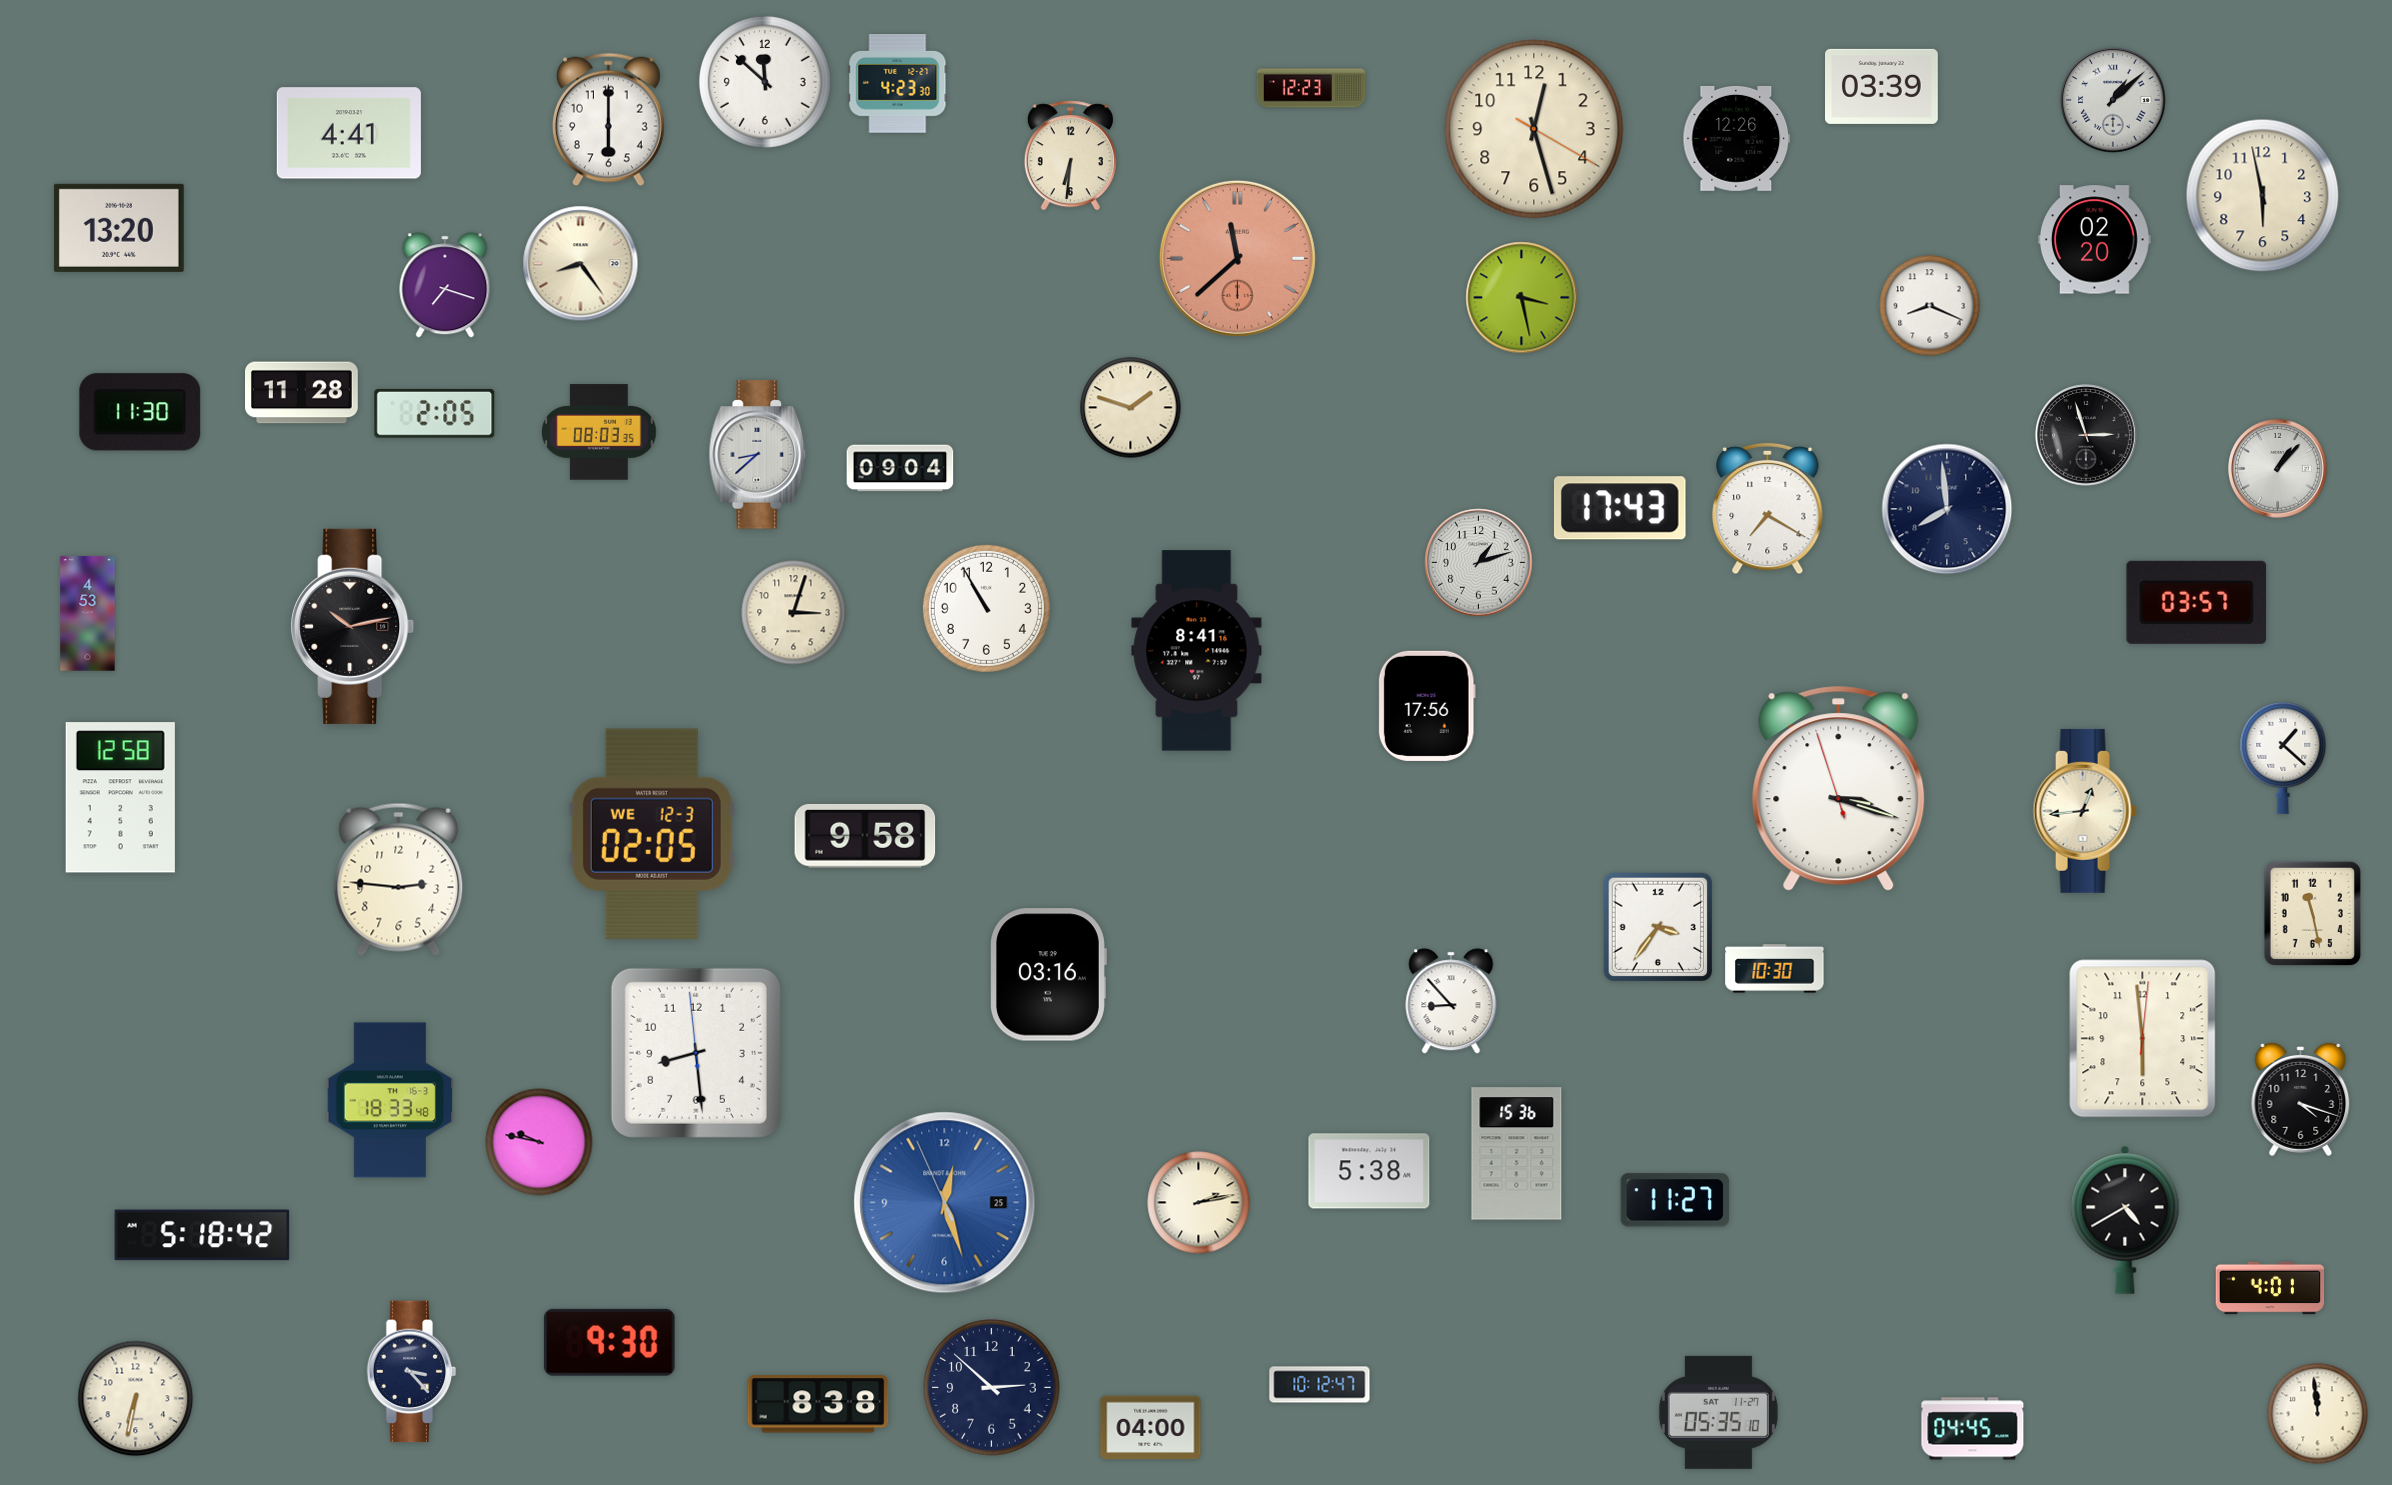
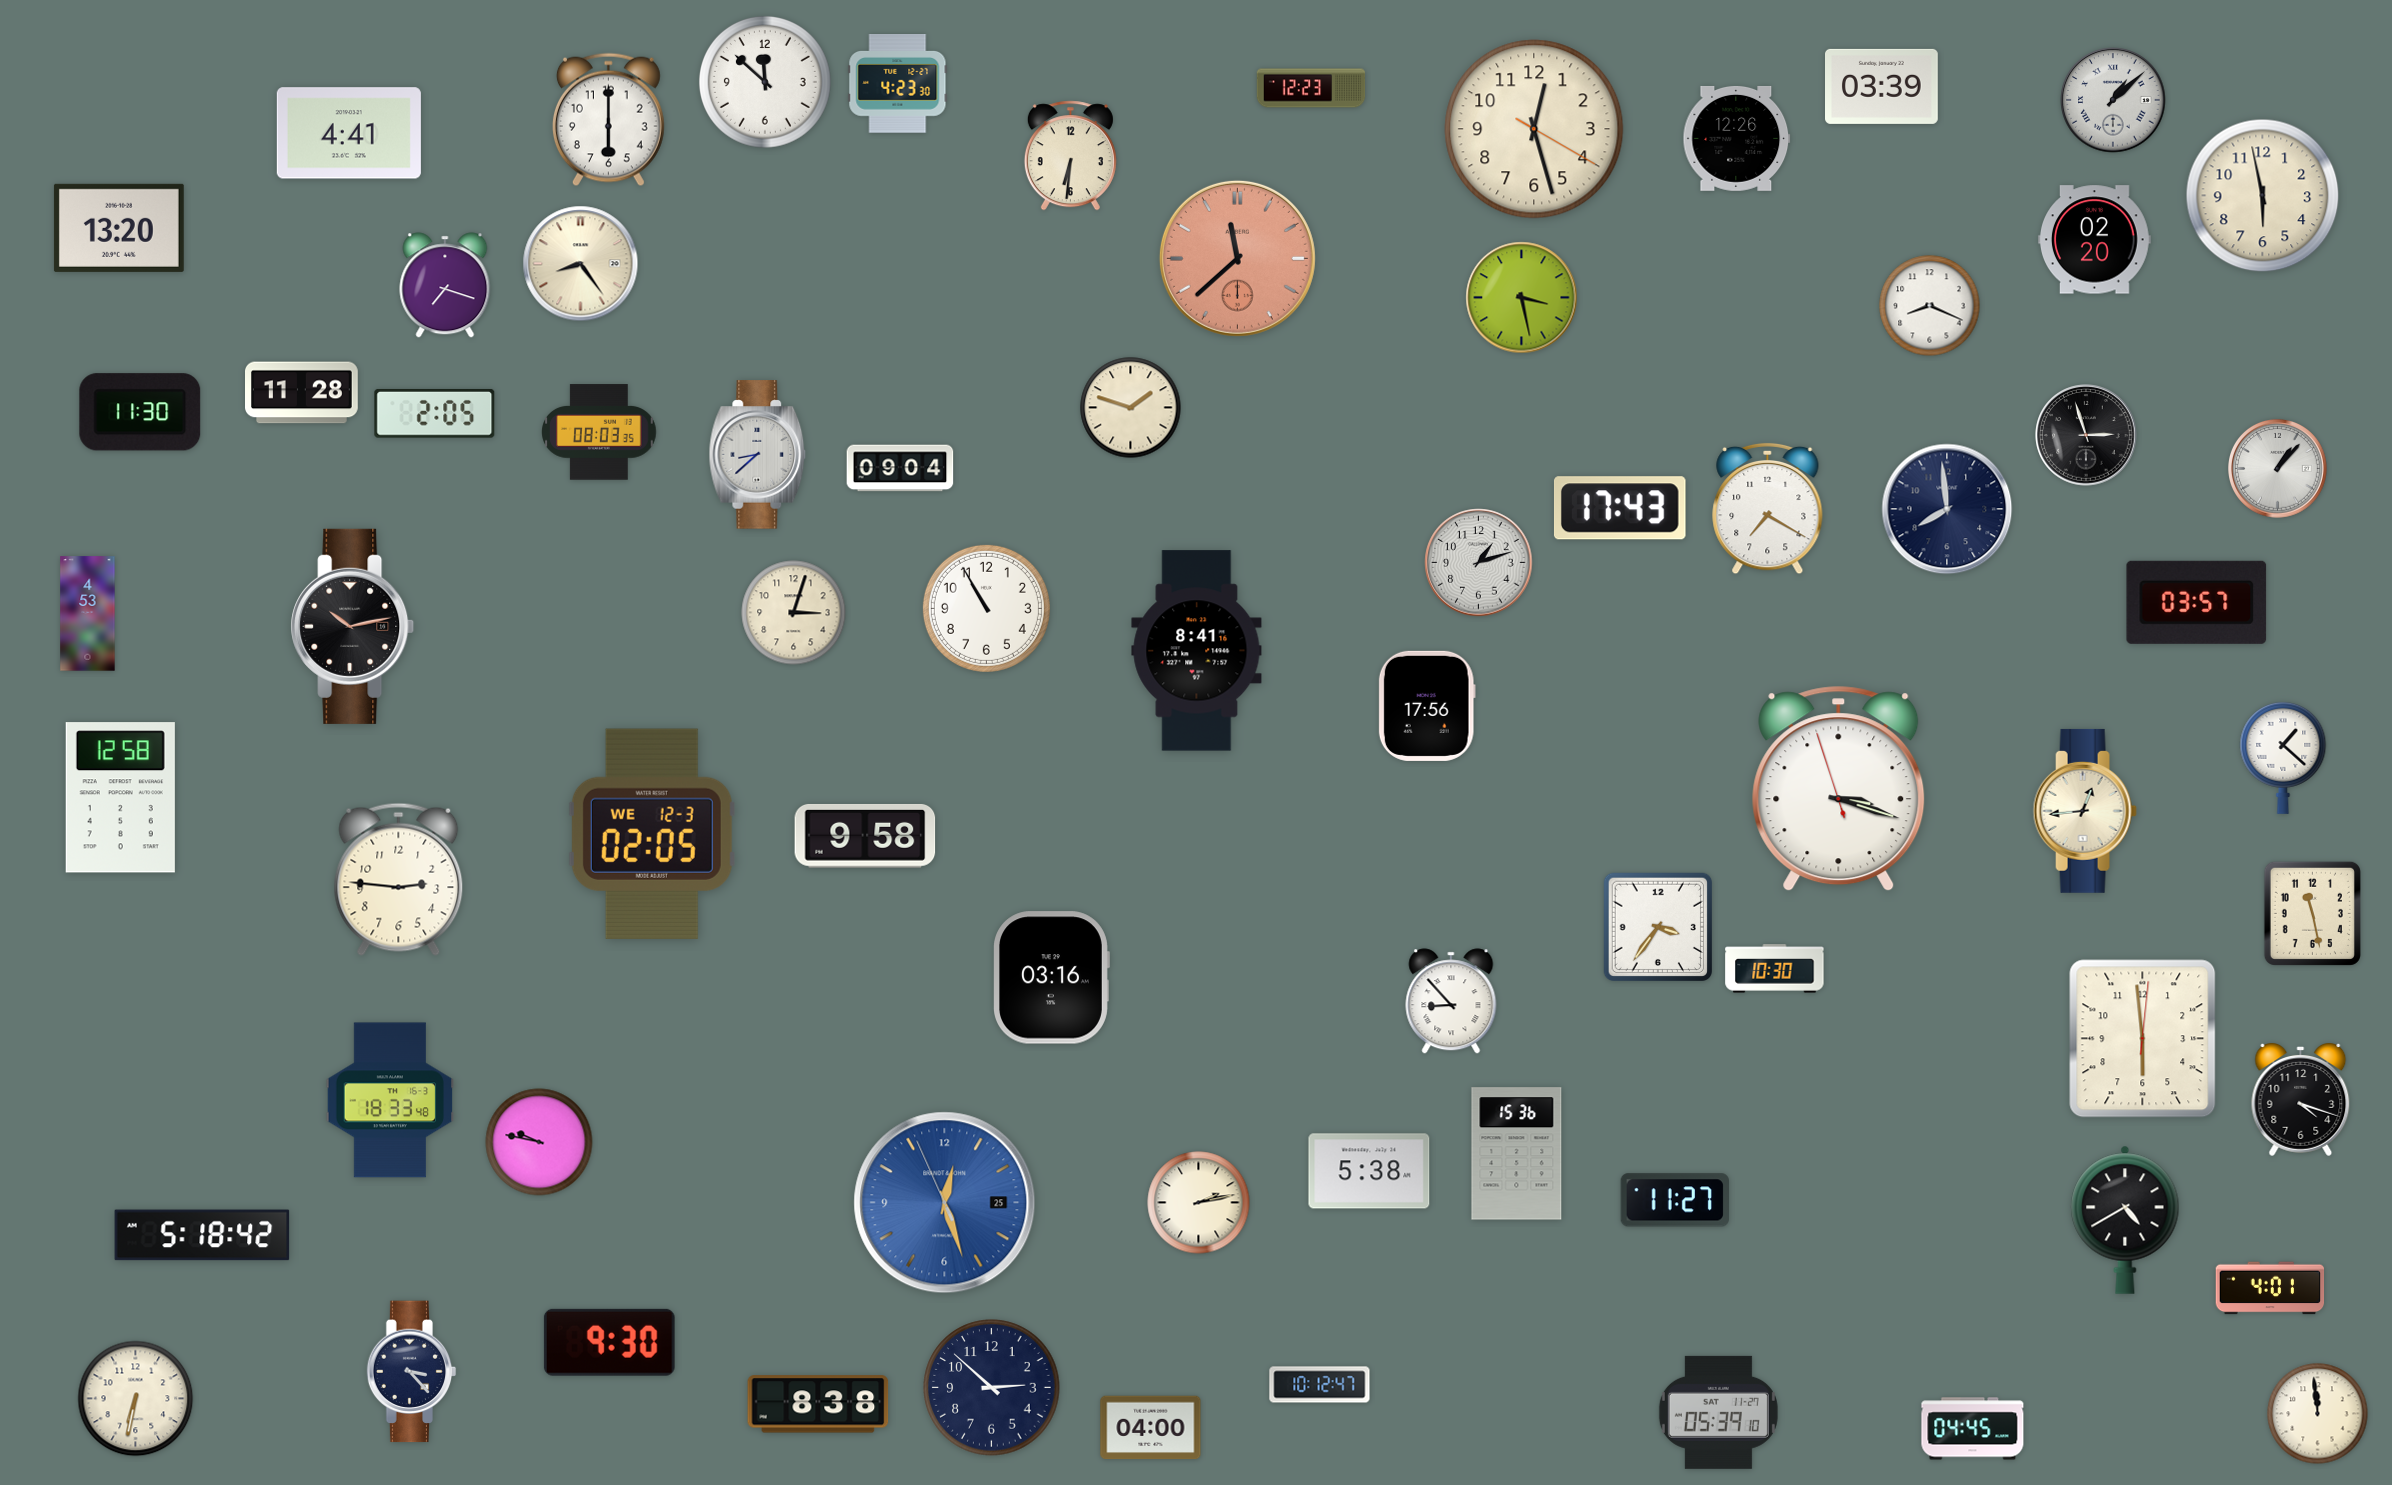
clock at (1048, 975) position: (1048, 975) -> (1051, 978)
clock at (696, 1053): 8:28 -> none
clock at (1718, 1412): 05:35 -> 05:39
